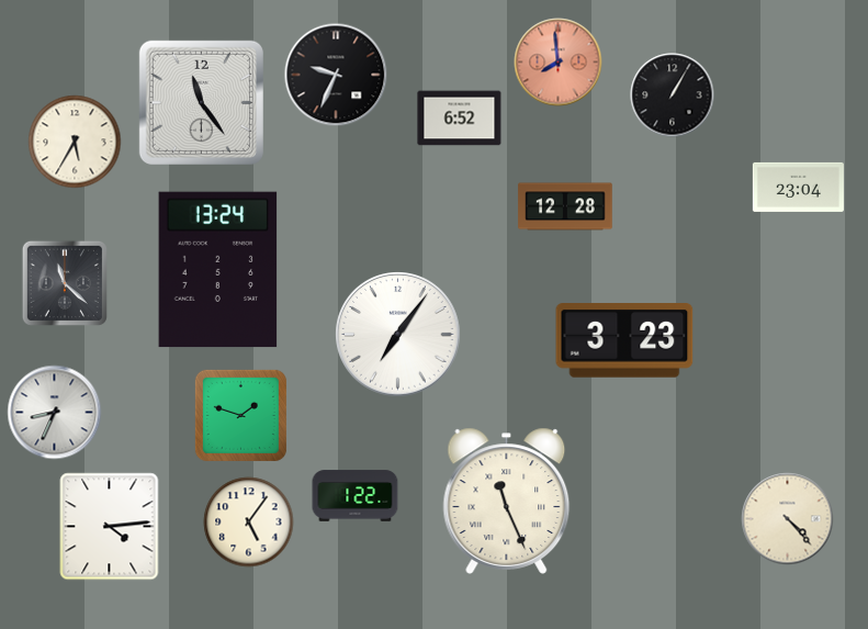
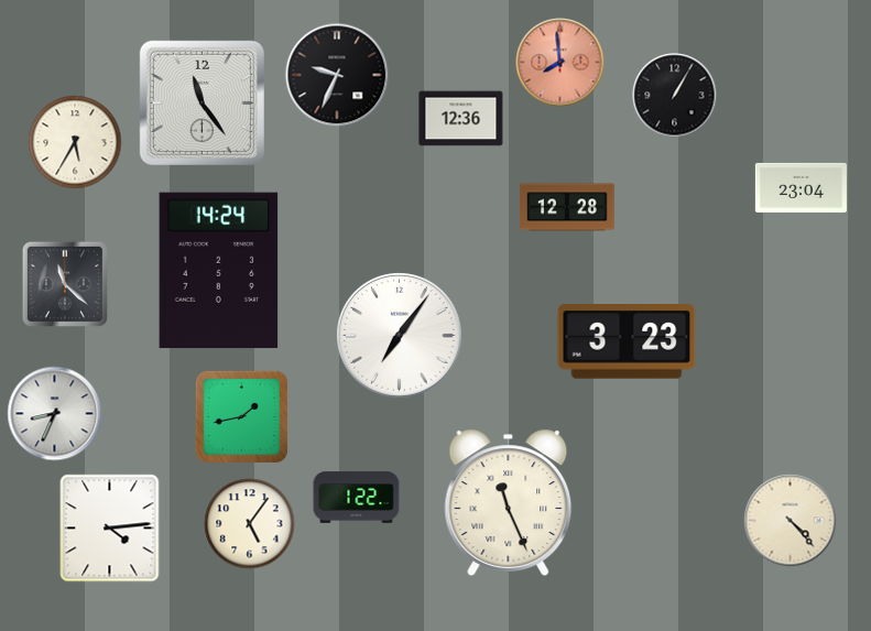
clock at (460, 119): 6:52 -> 12:36
clock at (218, 270): 13:24 -> 14:24
clock at (240, 415): 1:48 -> 1:43
